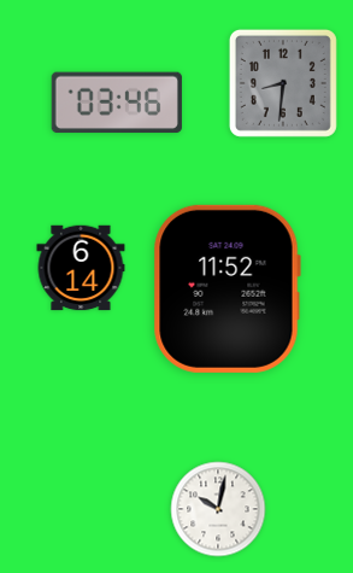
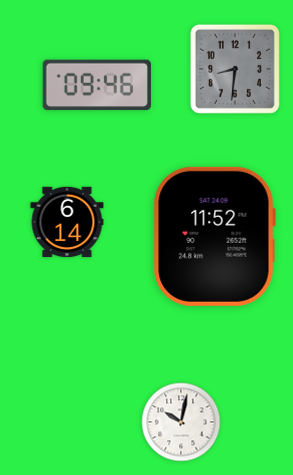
clock at (117, 103): 03:46 -> 09:46
clock at (226, 288) position: (226, 288) -> (214, 236)
